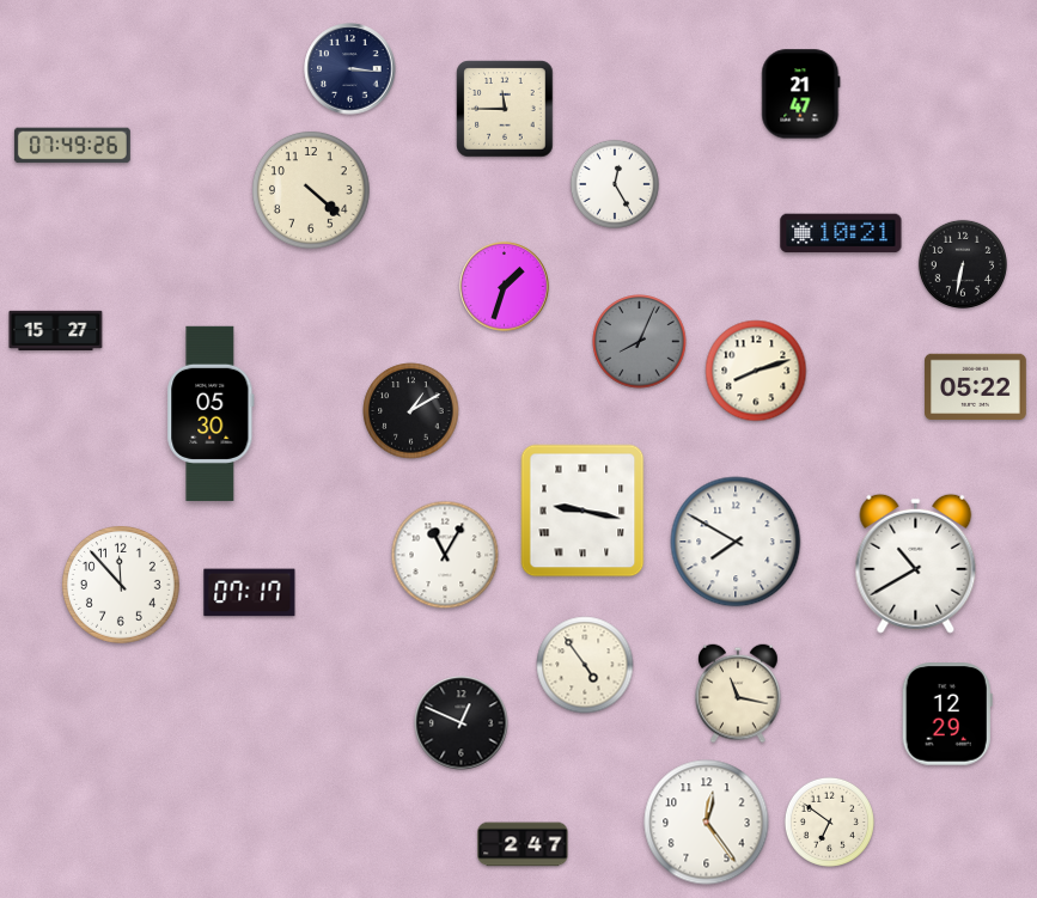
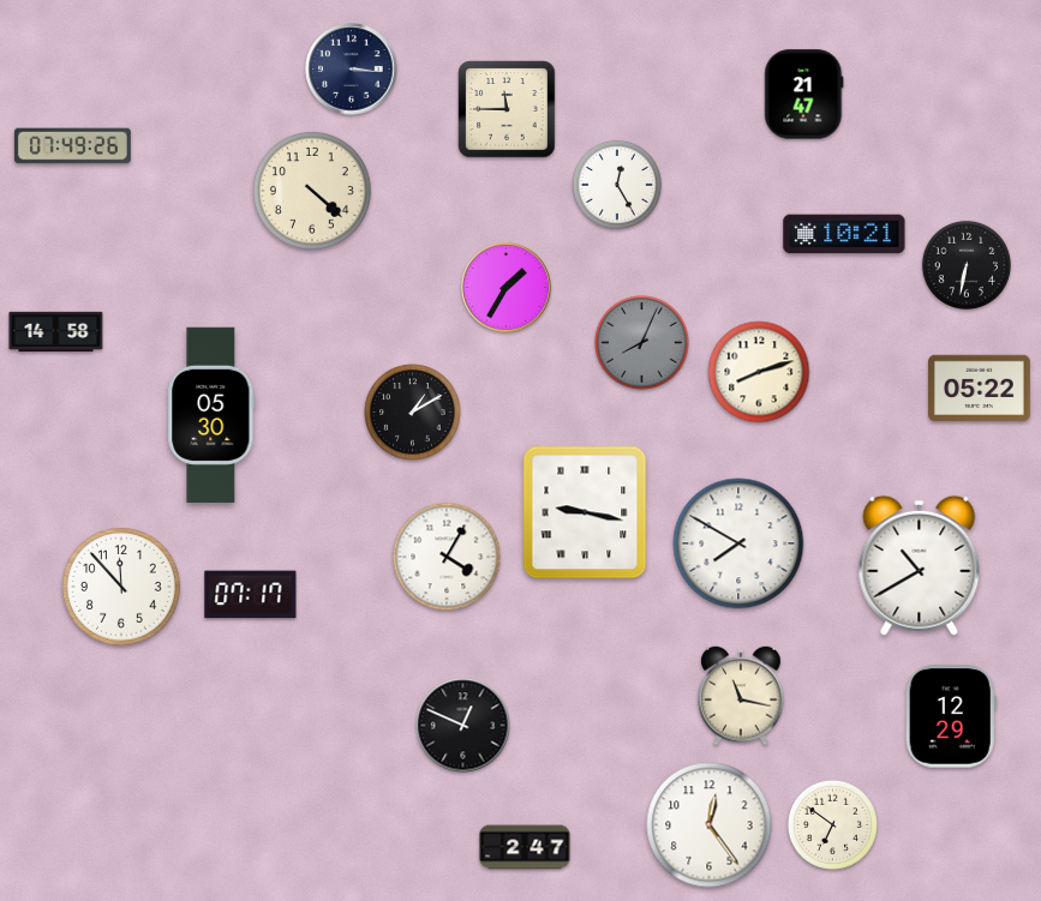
clock at (505, 287): 1:33 -> 1:35
clock at (56, 331): 15:27 -> 14:58
clock at (445, 555): 11:05 -> 4:05
clock at (585, 665): 4:54 -> none
